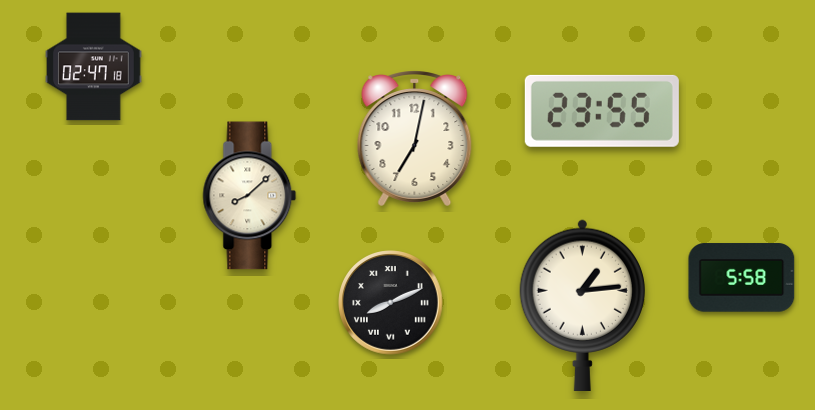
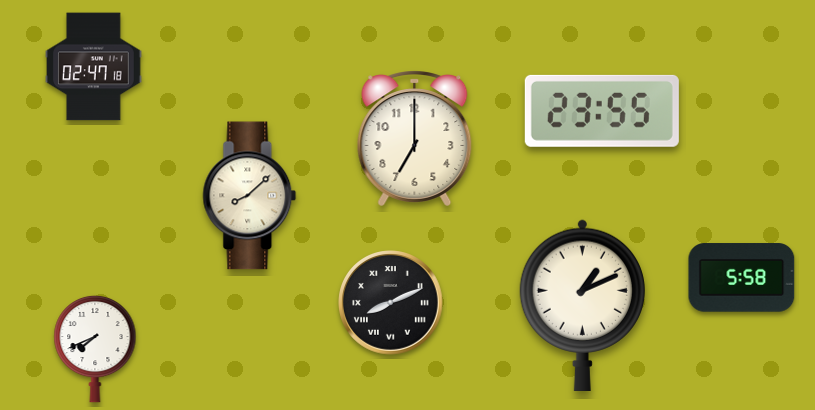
clock at (415, 138): 7:02 -> 7:00
clock at (582, 305): 1:14 -> 1:11
clock at (95, 349): none -> 7:41
